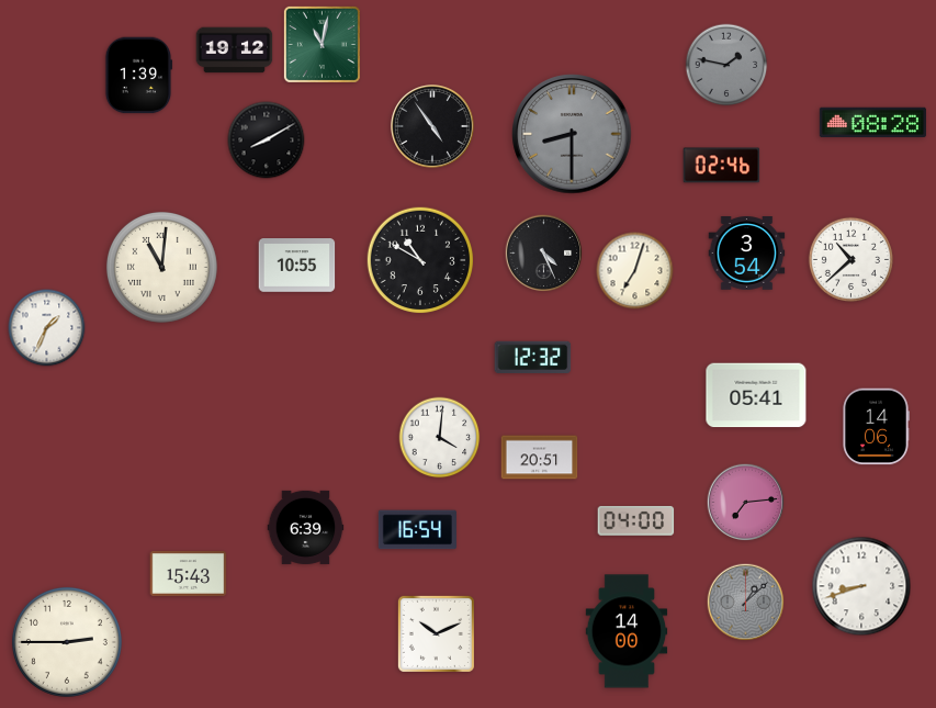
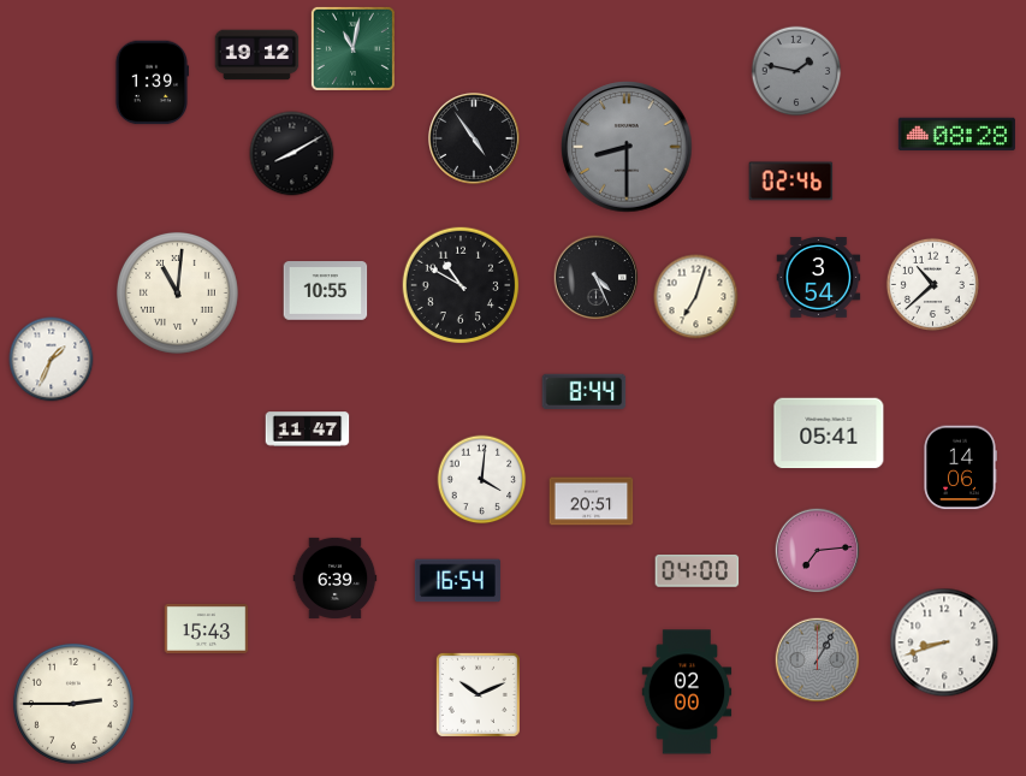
clock at (533, 357): 12:32 -> 8:44
clock at (308, 430): none -> 11:47
clock at (746, 603): 1:08 -> 1:05
clock at (627, 631): 14:00 -> 02:00
